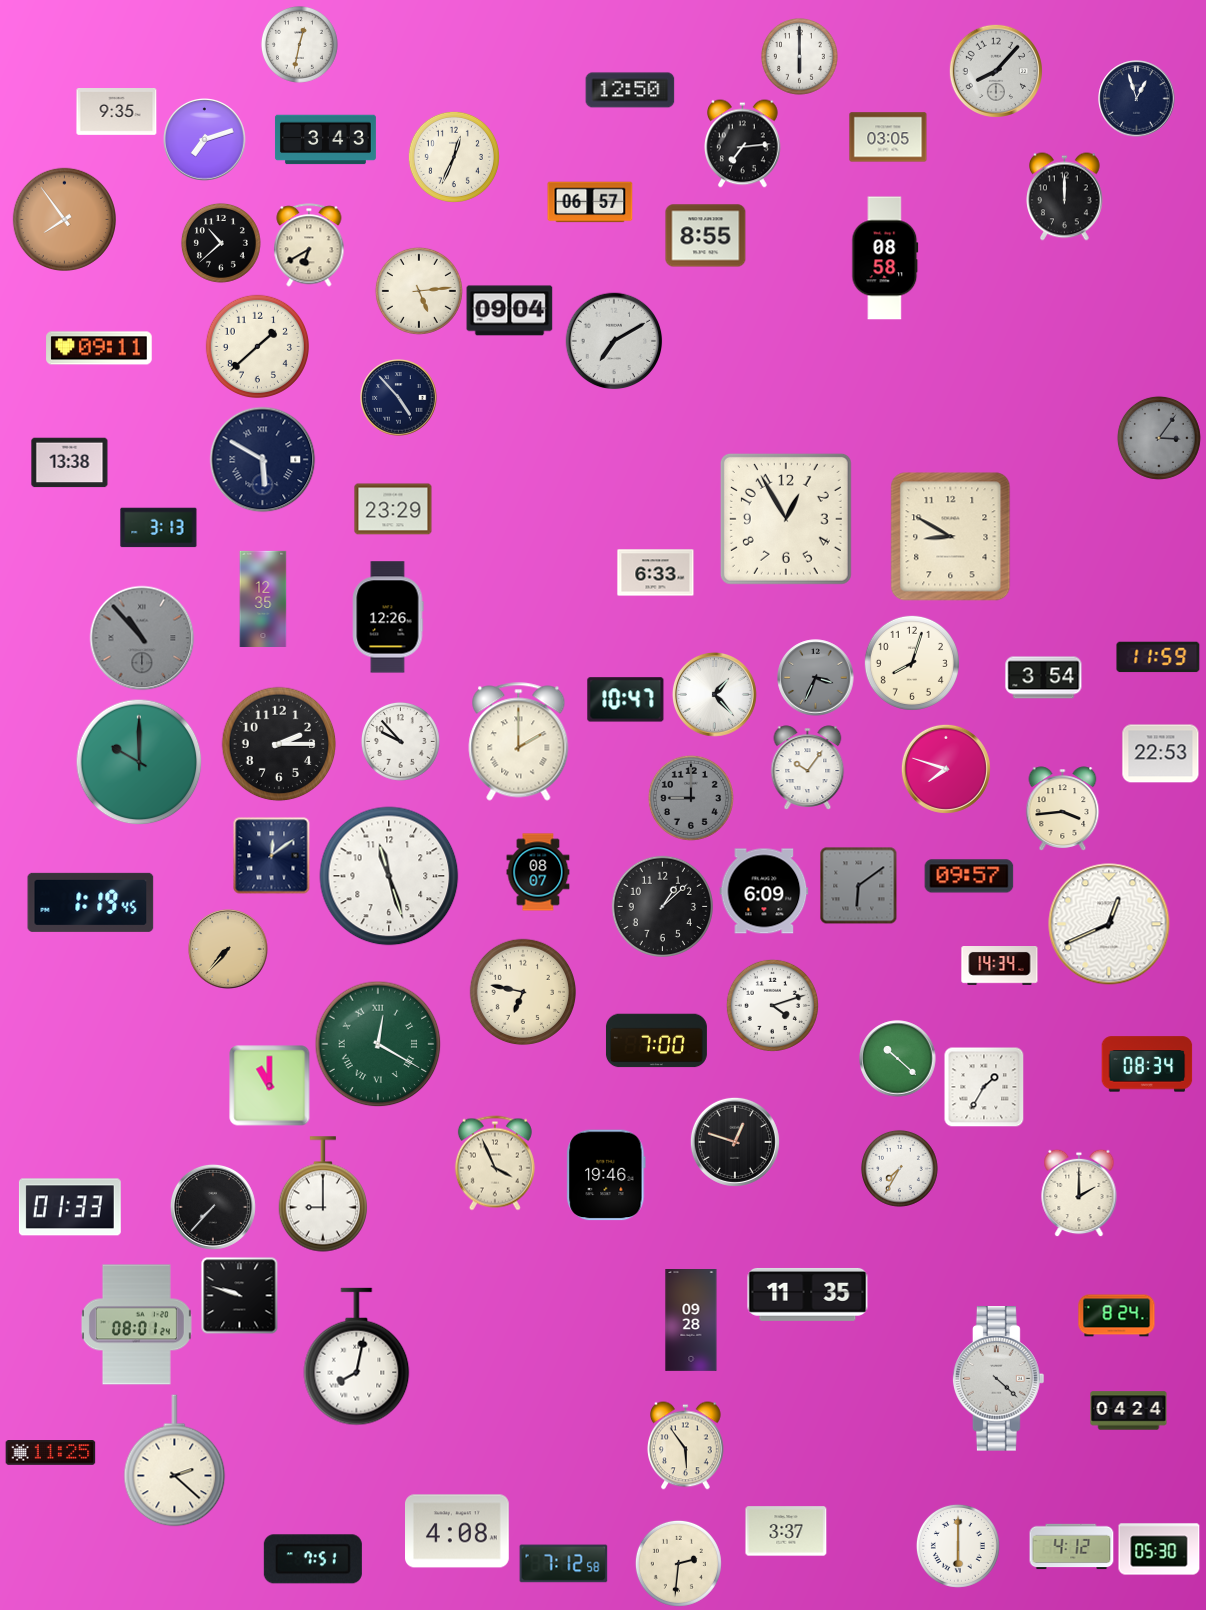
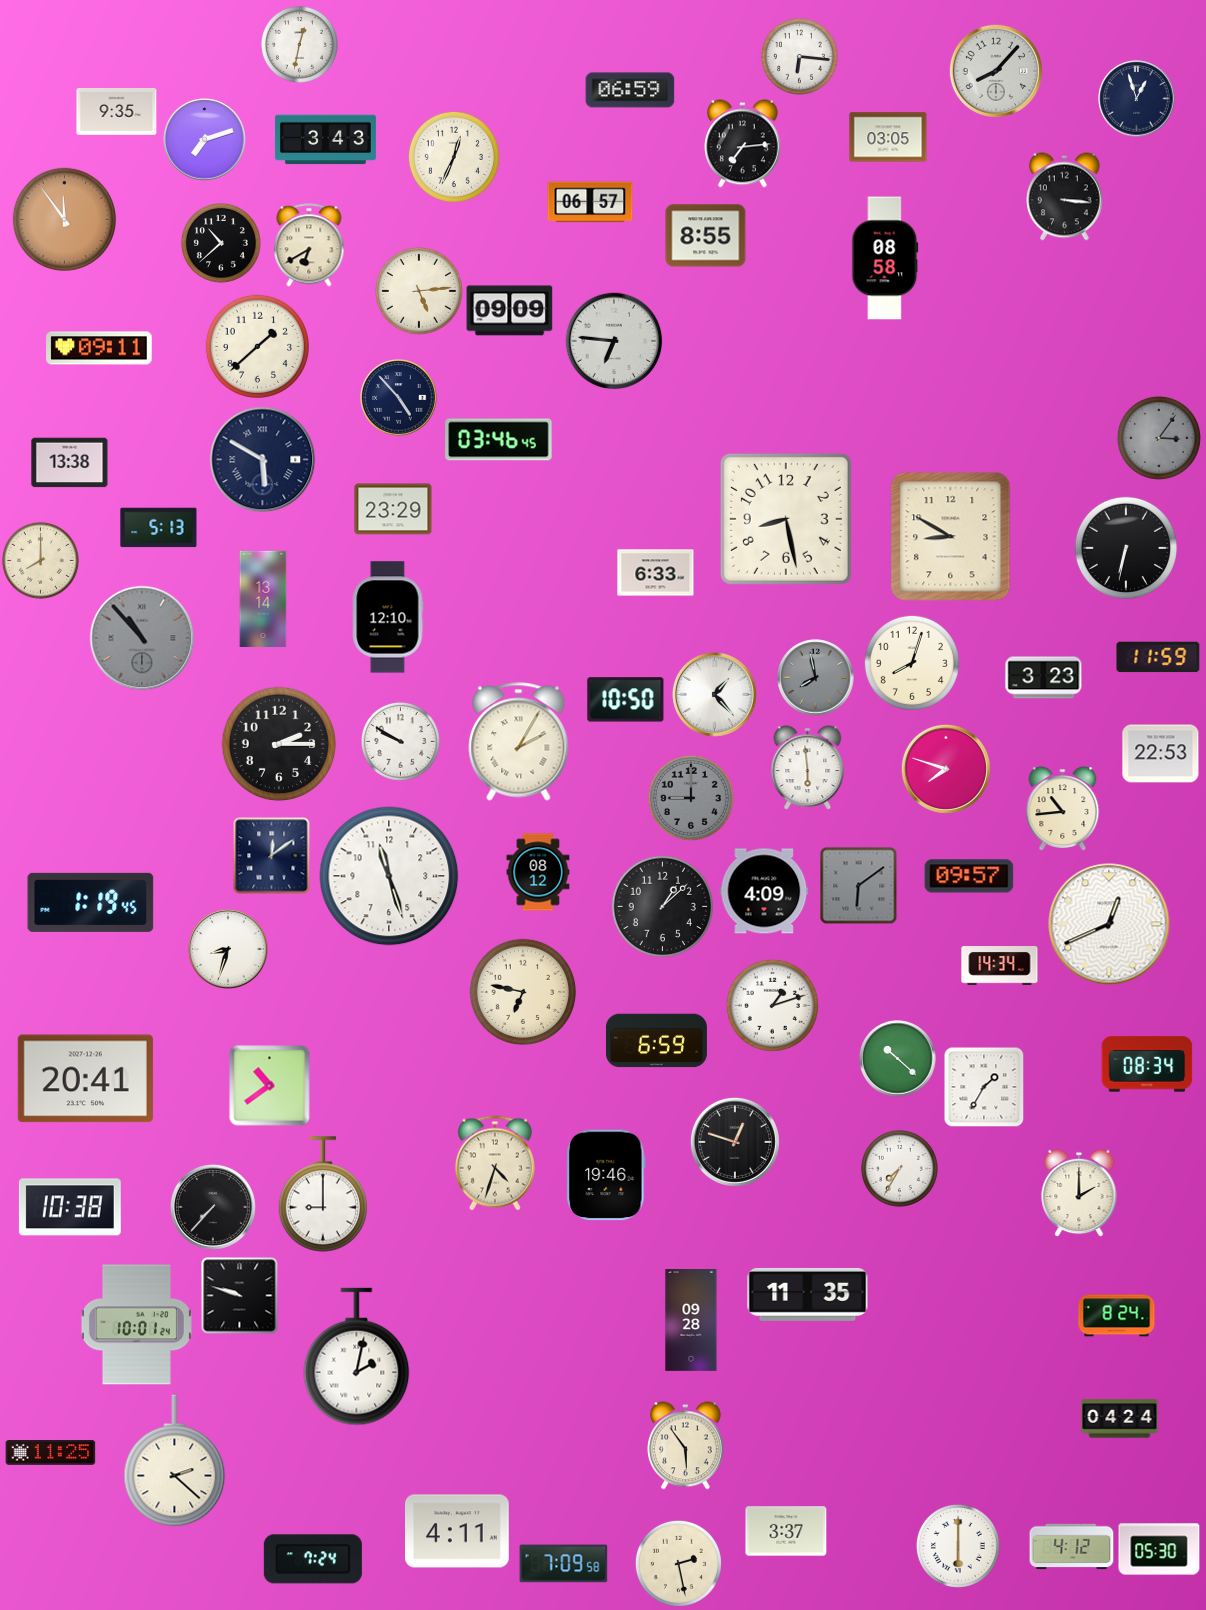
clock at (799, 56): 6:00 -> 6:16
clock at (630, 90): 12:50 -> 06:59
clock at (1065, 197): 12:00 -> 3:16
clock at (64, 219): 7:54 -> 11:54
clock at (510, 311): 09:04 -> 09:09
clock at (614, 341): 7:10 -> 6:46
clock at (499, 440): none -> 03:46
clock at (786, 519): 12:55 -> 8:28
clock at (159, 528): 3:13 -> 5:13
clock at (1125, 547): none -> 6:32
clock at (40, 560): none -> 8:00
clock at (263, 598): 12:35 -> 13:14
clock at (388, 617): 12:26 -> 12:10
clock at (816, 678): 3:34 -> 7:58
clock at (1044, 678): 3:54 -> 3:23
clock at (626, 700): 10:47 -> 10:50
clock at (400, 741): 9:53 -> 9:50
clock at (519, 742): 2:00 -> 2:05
clock at (139, 762): 10:00 -> none
clock at (808, 768): 10:06 -> 5:59
clock at (1063, 809): 3:44 -> 10:44
clock at (538, 872): 08:07 -> 08:12
clock at (764, 891): 6:09 -> 4:09
clock at (228, 949): 7:37 -> 8:33
clock at (228, 949) dial: champagne -> white
clock at (772, 1005): 4:12 -> 1:12
clock at (656, 1041): 7:00 -> 6:59
clock at (378, 1044): 12:20 -> none
clock at (85, 1079): none -> 20:41
clock at (270, 1086): 11:00 -> 10:39
clock at (495, 1163): 3:56 -> 4:33
clock at (70, 1207): 01:33 -> 10:38
clock at (136, 1325): 08:01 -> 10:01
clock at (357, 1357): 8:02 -> 2:02
clock at (998, 1379): 4:22 -> none
clock at (1129, 1411) position: (1129, 1411) -> (1120, 1419)
clock at (458, 1531): 4:08 -> 4:11
clock at (313, 1559): 7:51 -> 7:24
clock at (678, 1563): 2:31 -> 2:28
clock at (564, 1564): 7:12 -> 7:09
